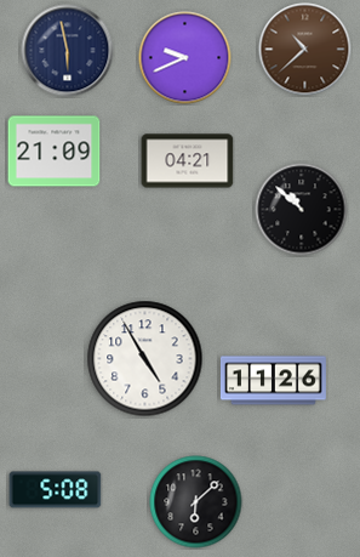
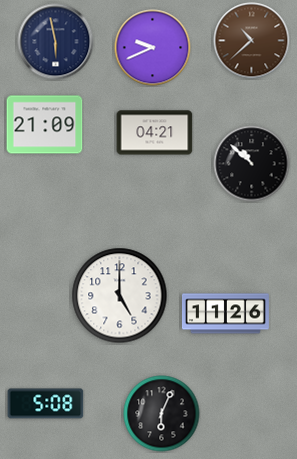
clock at (302, 210) position: (302, 210) -> (252, 164)
clock at (145, 359): 4:55 -> 5:00
clock at (196, 502): 6:08 -> 6:04
